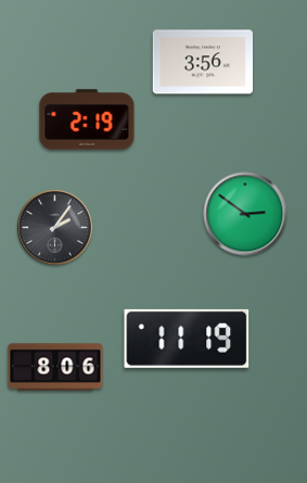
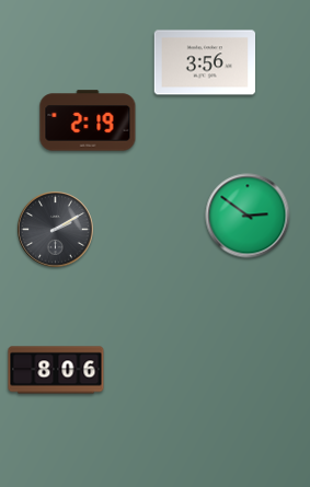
clock at (55, 228): 2:06 -> 2:10
clock at (187, 339): 11:19 -> none
